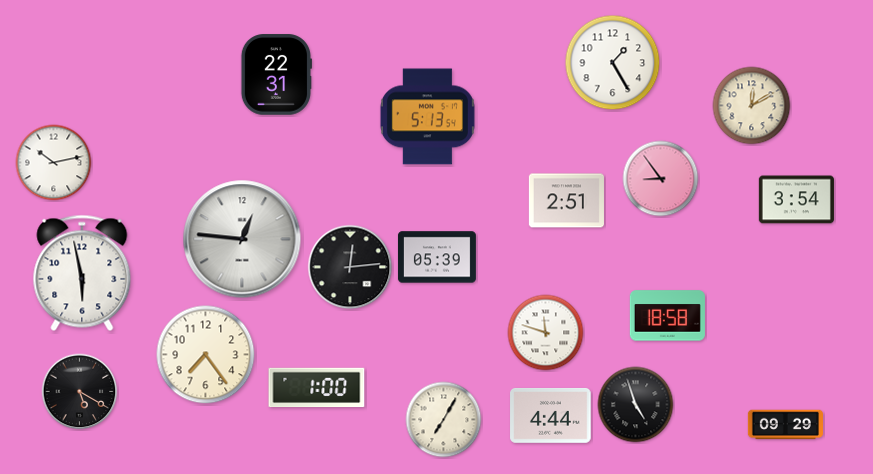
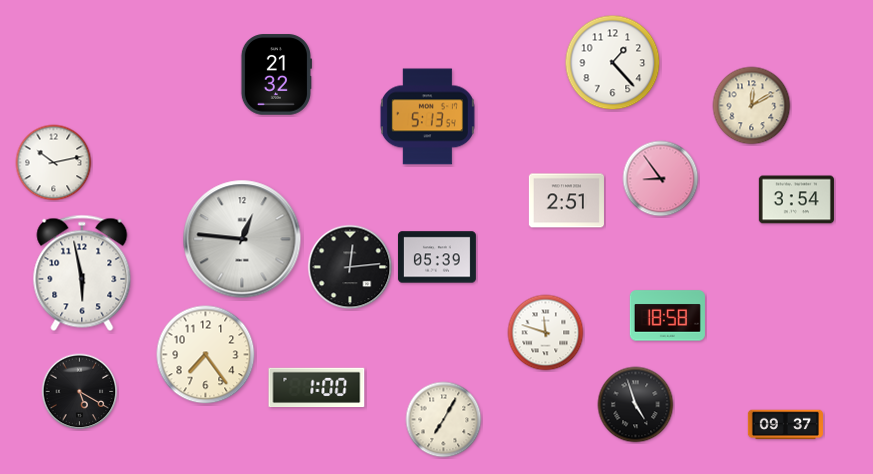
clock at (613, 63): 1:25 -> 1:23
clock at (276, 75): 22:31 -> 21:32
clock at (551, 415): 4:44 -> none
clock at (785, 425): 09:29 -> 09:37
